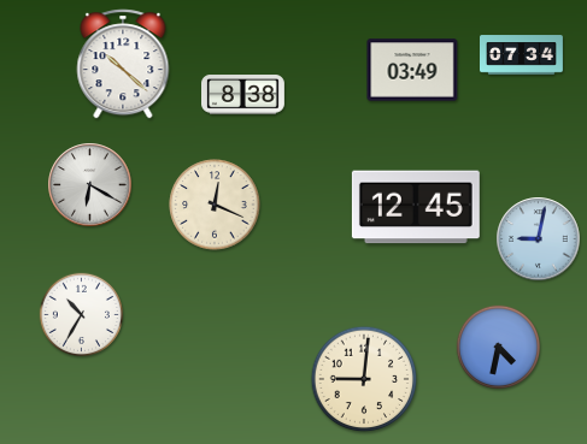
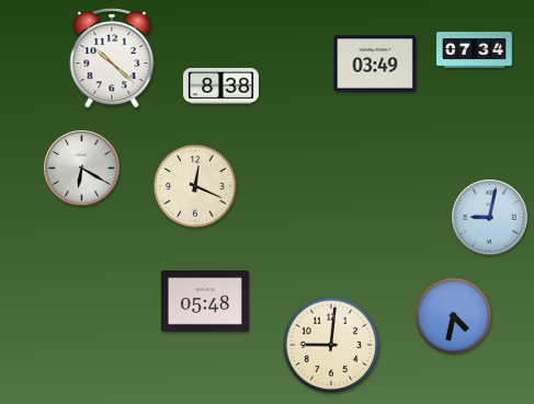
clock at (416, 207): 12:45 -> none
clock at (81, 314): 10:35 -> none
clock at (205, 301): none -> 05:48
